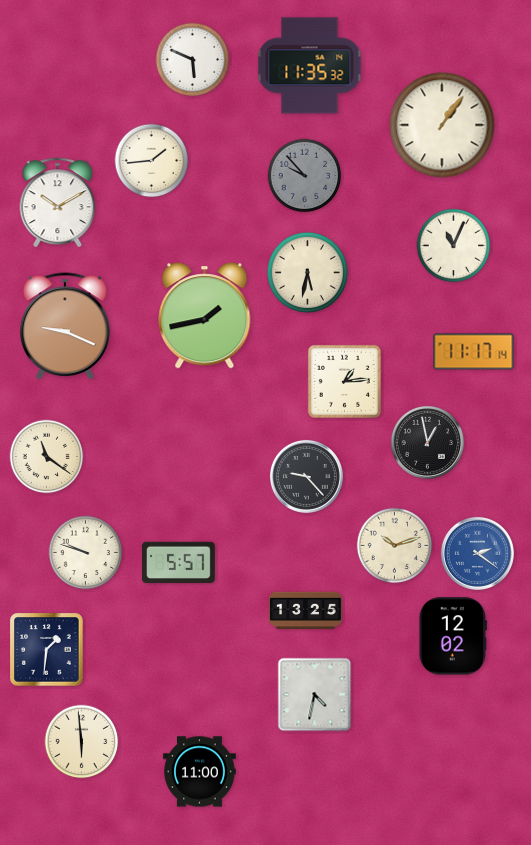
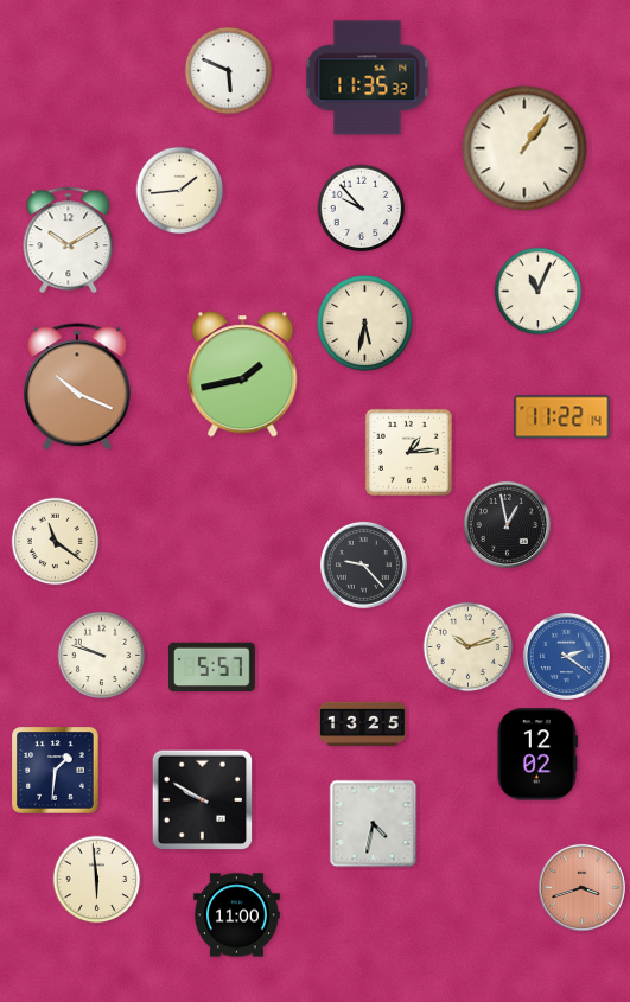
clock at (305, 176) dial: grey -> white
clock at (66, 327): 9:19 -> 10:19
clock at (474, 352): 11:17 -> 11:22
clock at (203, 800): none -> 9:50
clock at (581, 887): none -> 3:42
